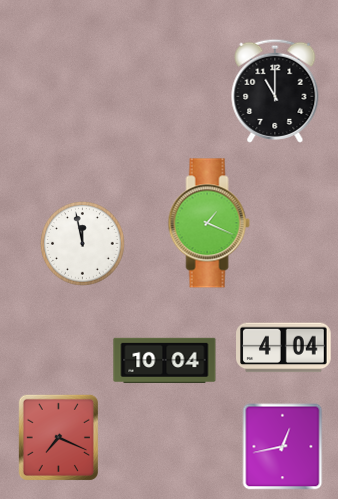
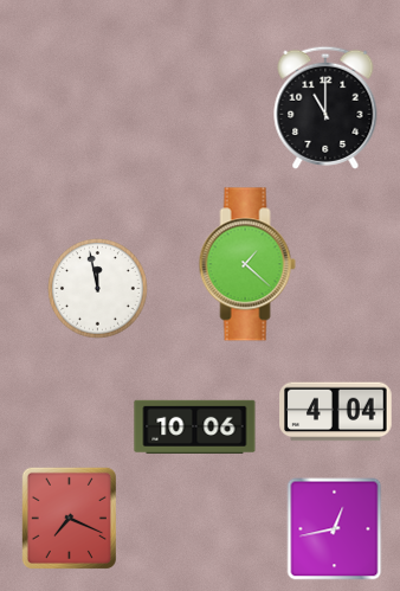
clock at (209, 223): 1:19 -> 1:22
clock at (165, 360): 10:04 -> 10:06
